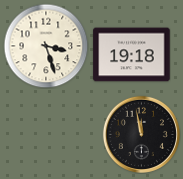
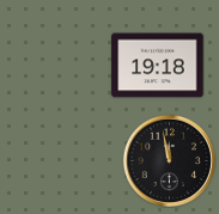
clock at (46, 46): 3:27 -> none
